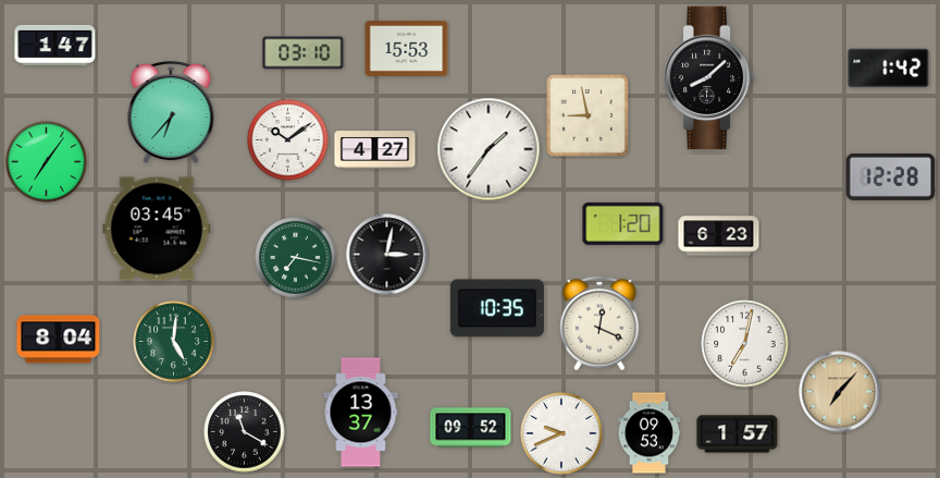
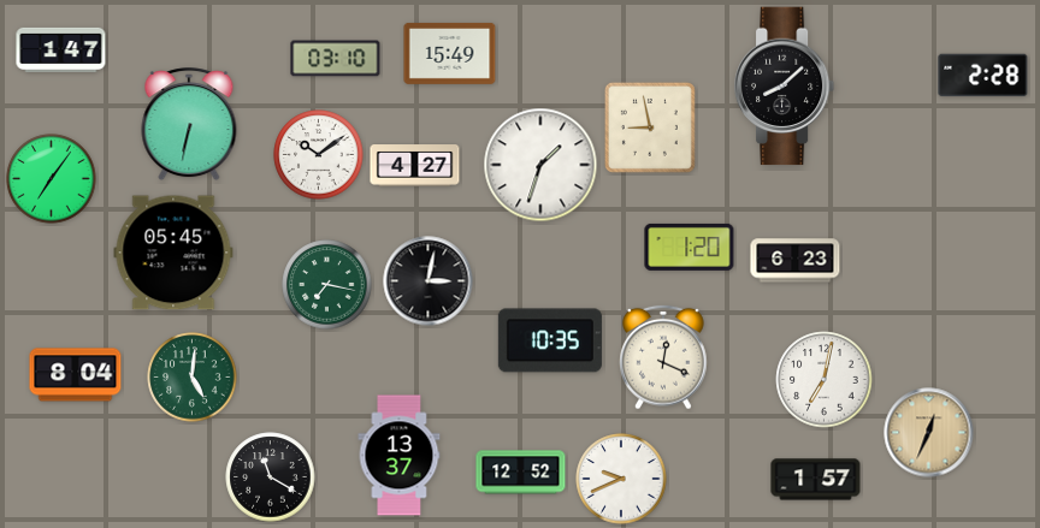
clock at (407, 48): 15:53 -> 15:49
clock at (889, 69): 1:42 -> 2:28
clock at (171, 113): 6:37 -> 6:32
clock at (488, 149): 1:36 -> 1:33
clock at (891, 176): 12:28 -> none
clock at (157, 229): 03:45 -> 05:45
clock at (59, 340) position: (59, 340) -> (76, 375)
clock at (840, 392): 7:07 -> 12:34
clock at (471, 428): 09:52 -> 12:52
clock at (650, 433): 09:53 -> none
